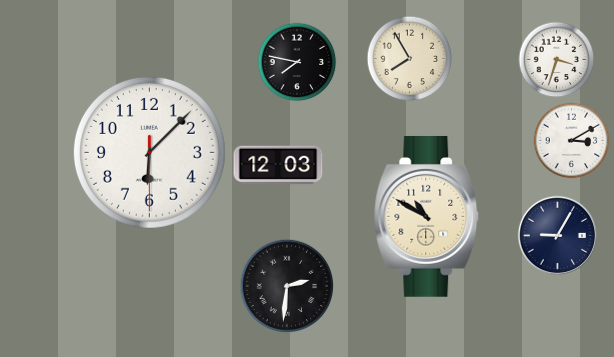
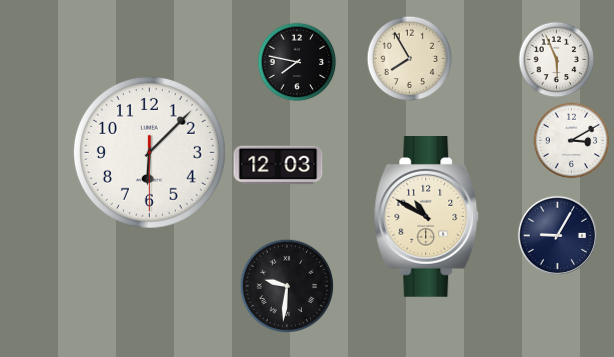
clock at (557, 60): 3:33 -> 5:56
clock at (287, 286): 2:31 -> 9:31
